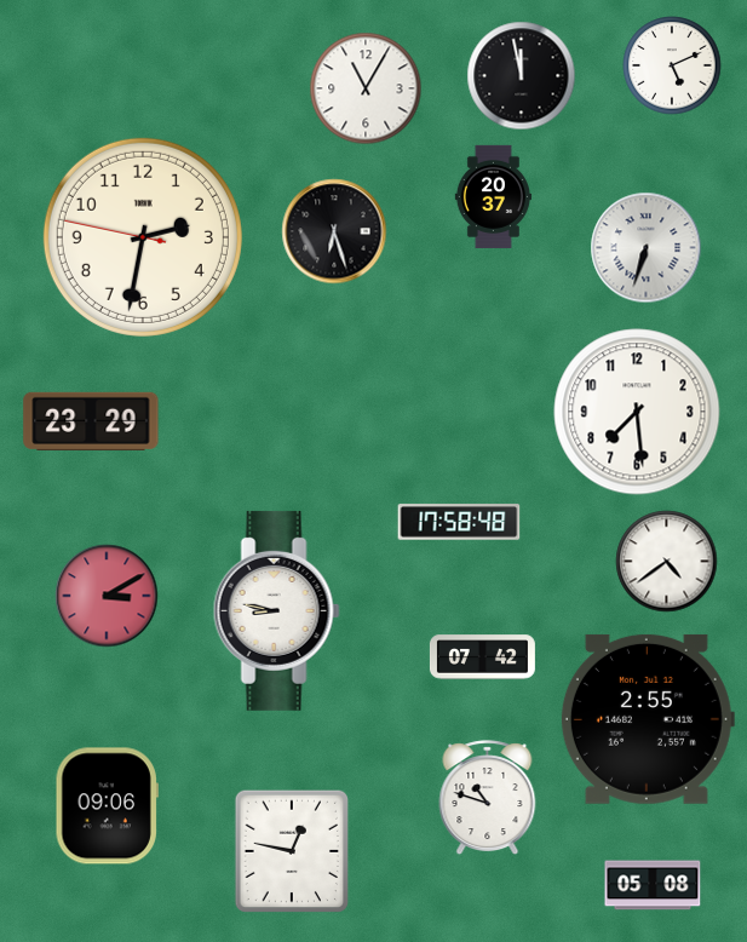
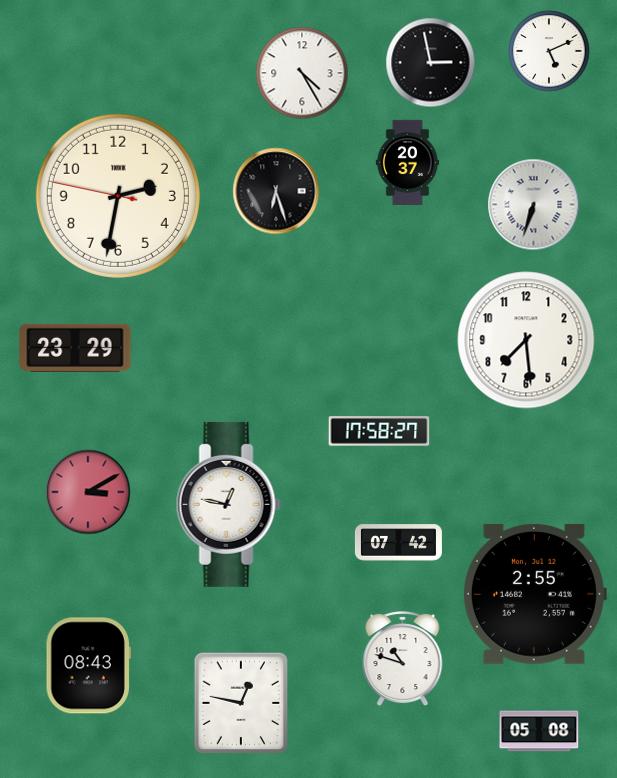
clock at (672, 65) position: (672, 65) -> (549, 51)
clock at (522, 76): 11:58 -> 2:58
clock at (366, 88): 11:05 -> 4:25
clock at (459, 522): 17:58:48 -> 17:58:27
clock at (667, 562): 4:39 -> none
clock at (276, 610): 8:47 -> 12:47
clock at (107, 806): 09:06 -> 08:43
